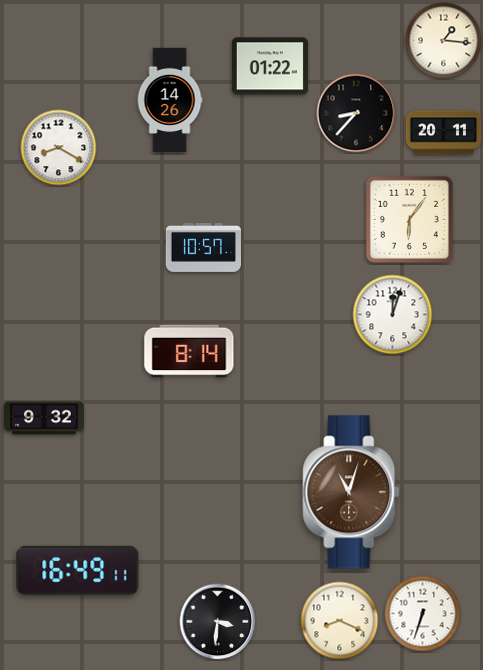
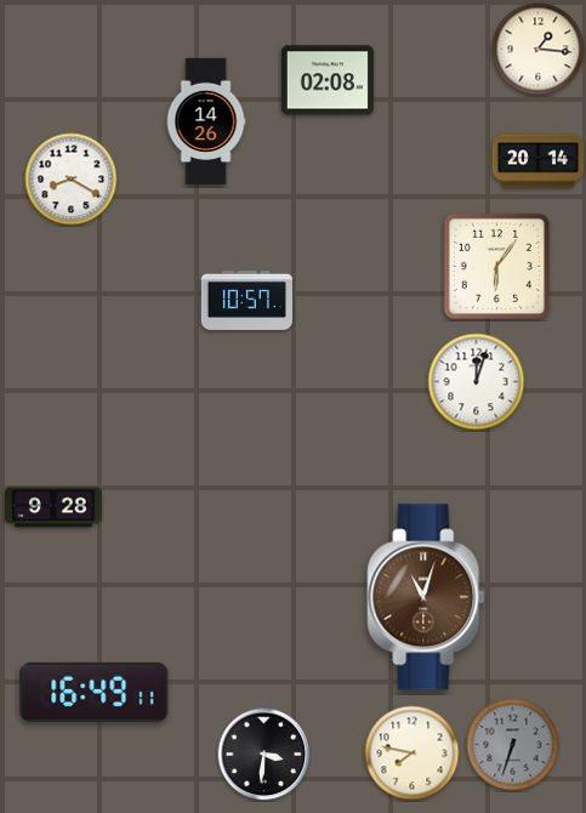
clock at (270, 66): 01:22 -> 02:08
clock at (356, 113): 8:37 -> none
clock at (443, 133): 20:11 -> 20:14
clock at (189, 351): 8:14 -> none
clock at (45, 418): 9:32 -> 9:28
clock at (423, 614) dial: white -> grey
clock at (340, 621): 8:19 -> 7:47
